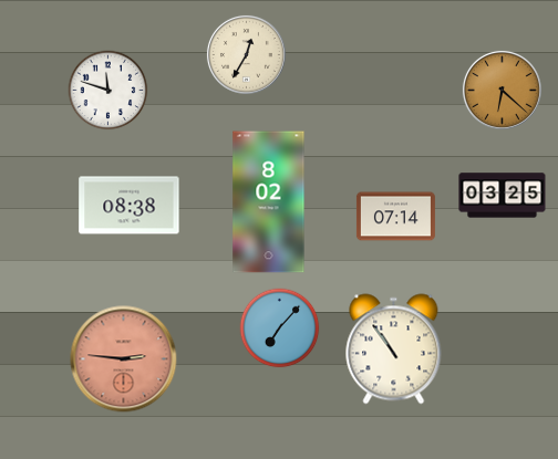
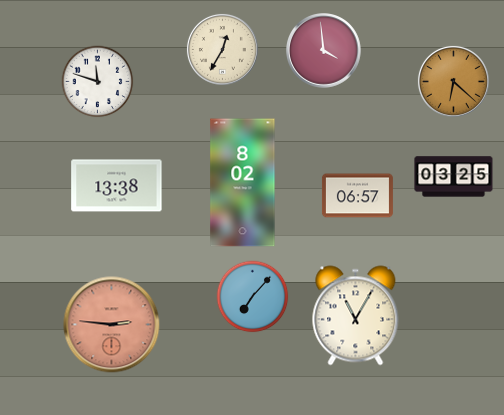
clock at (324, 51): none -> 3:59
clock at (130, 206): 08:38 -> 13:38
clock at (395, 217): 07:14 -> 06:57
clock at (394, 350): 10:54 -> 11:05
